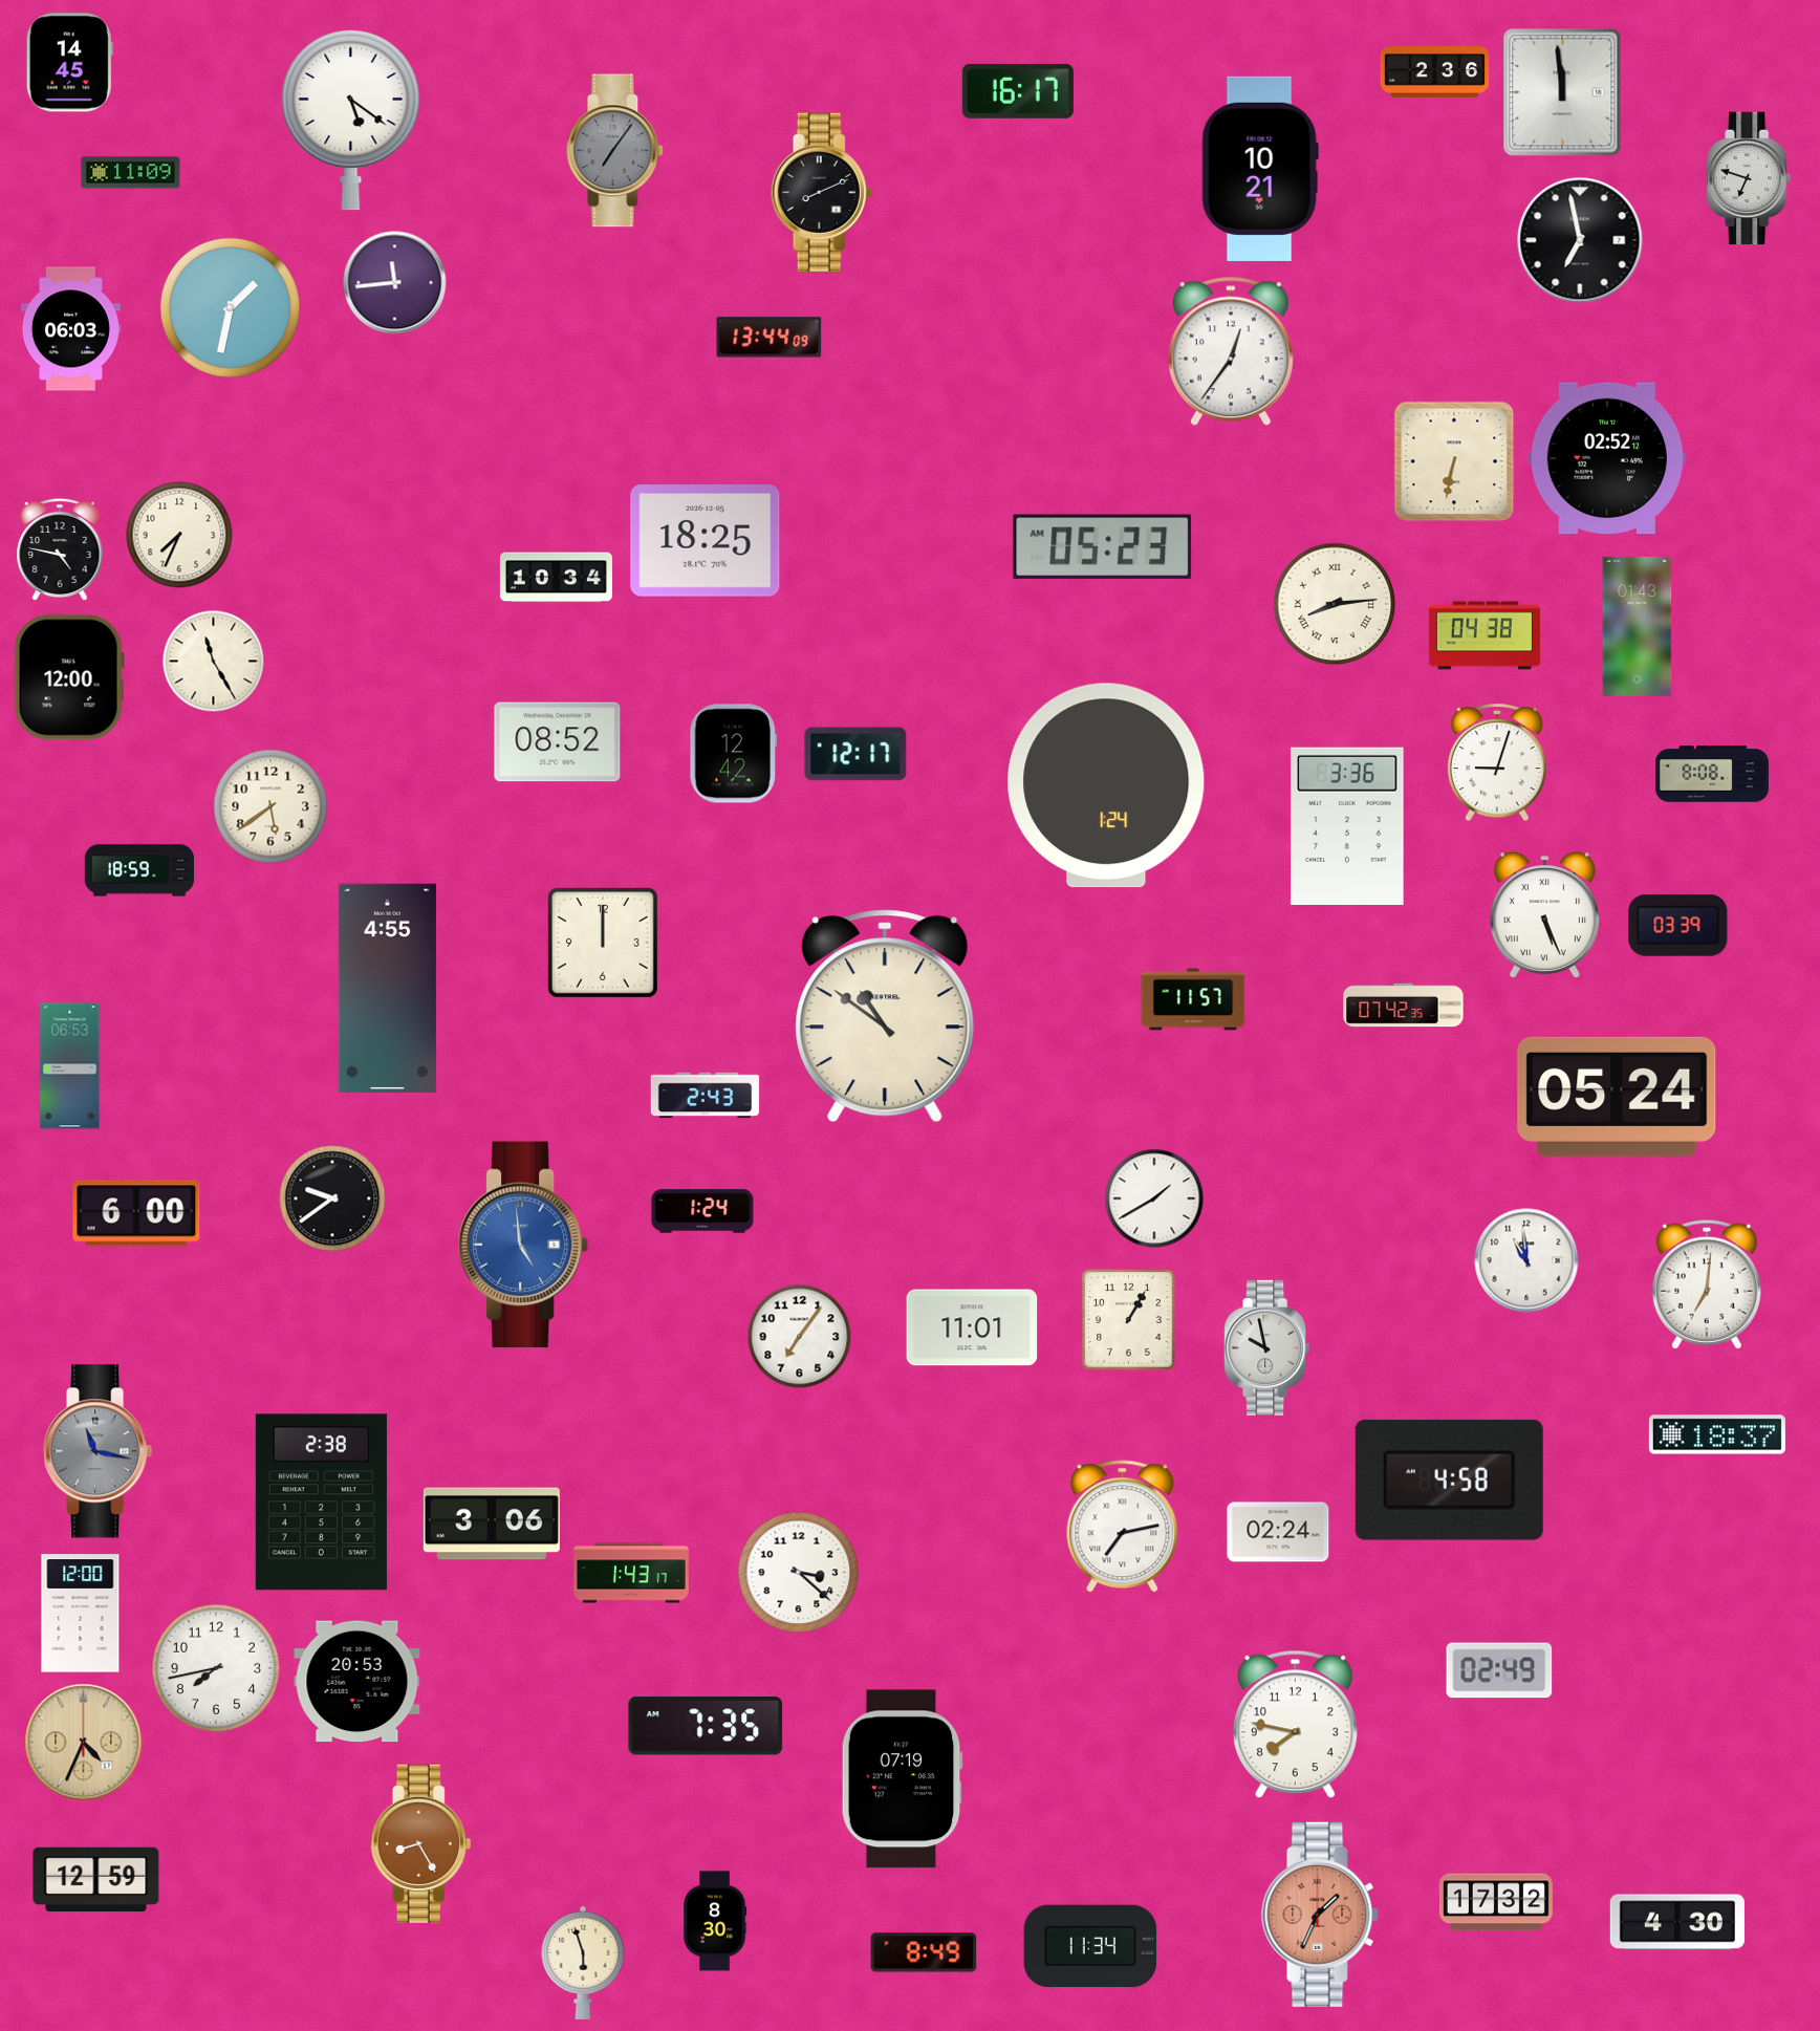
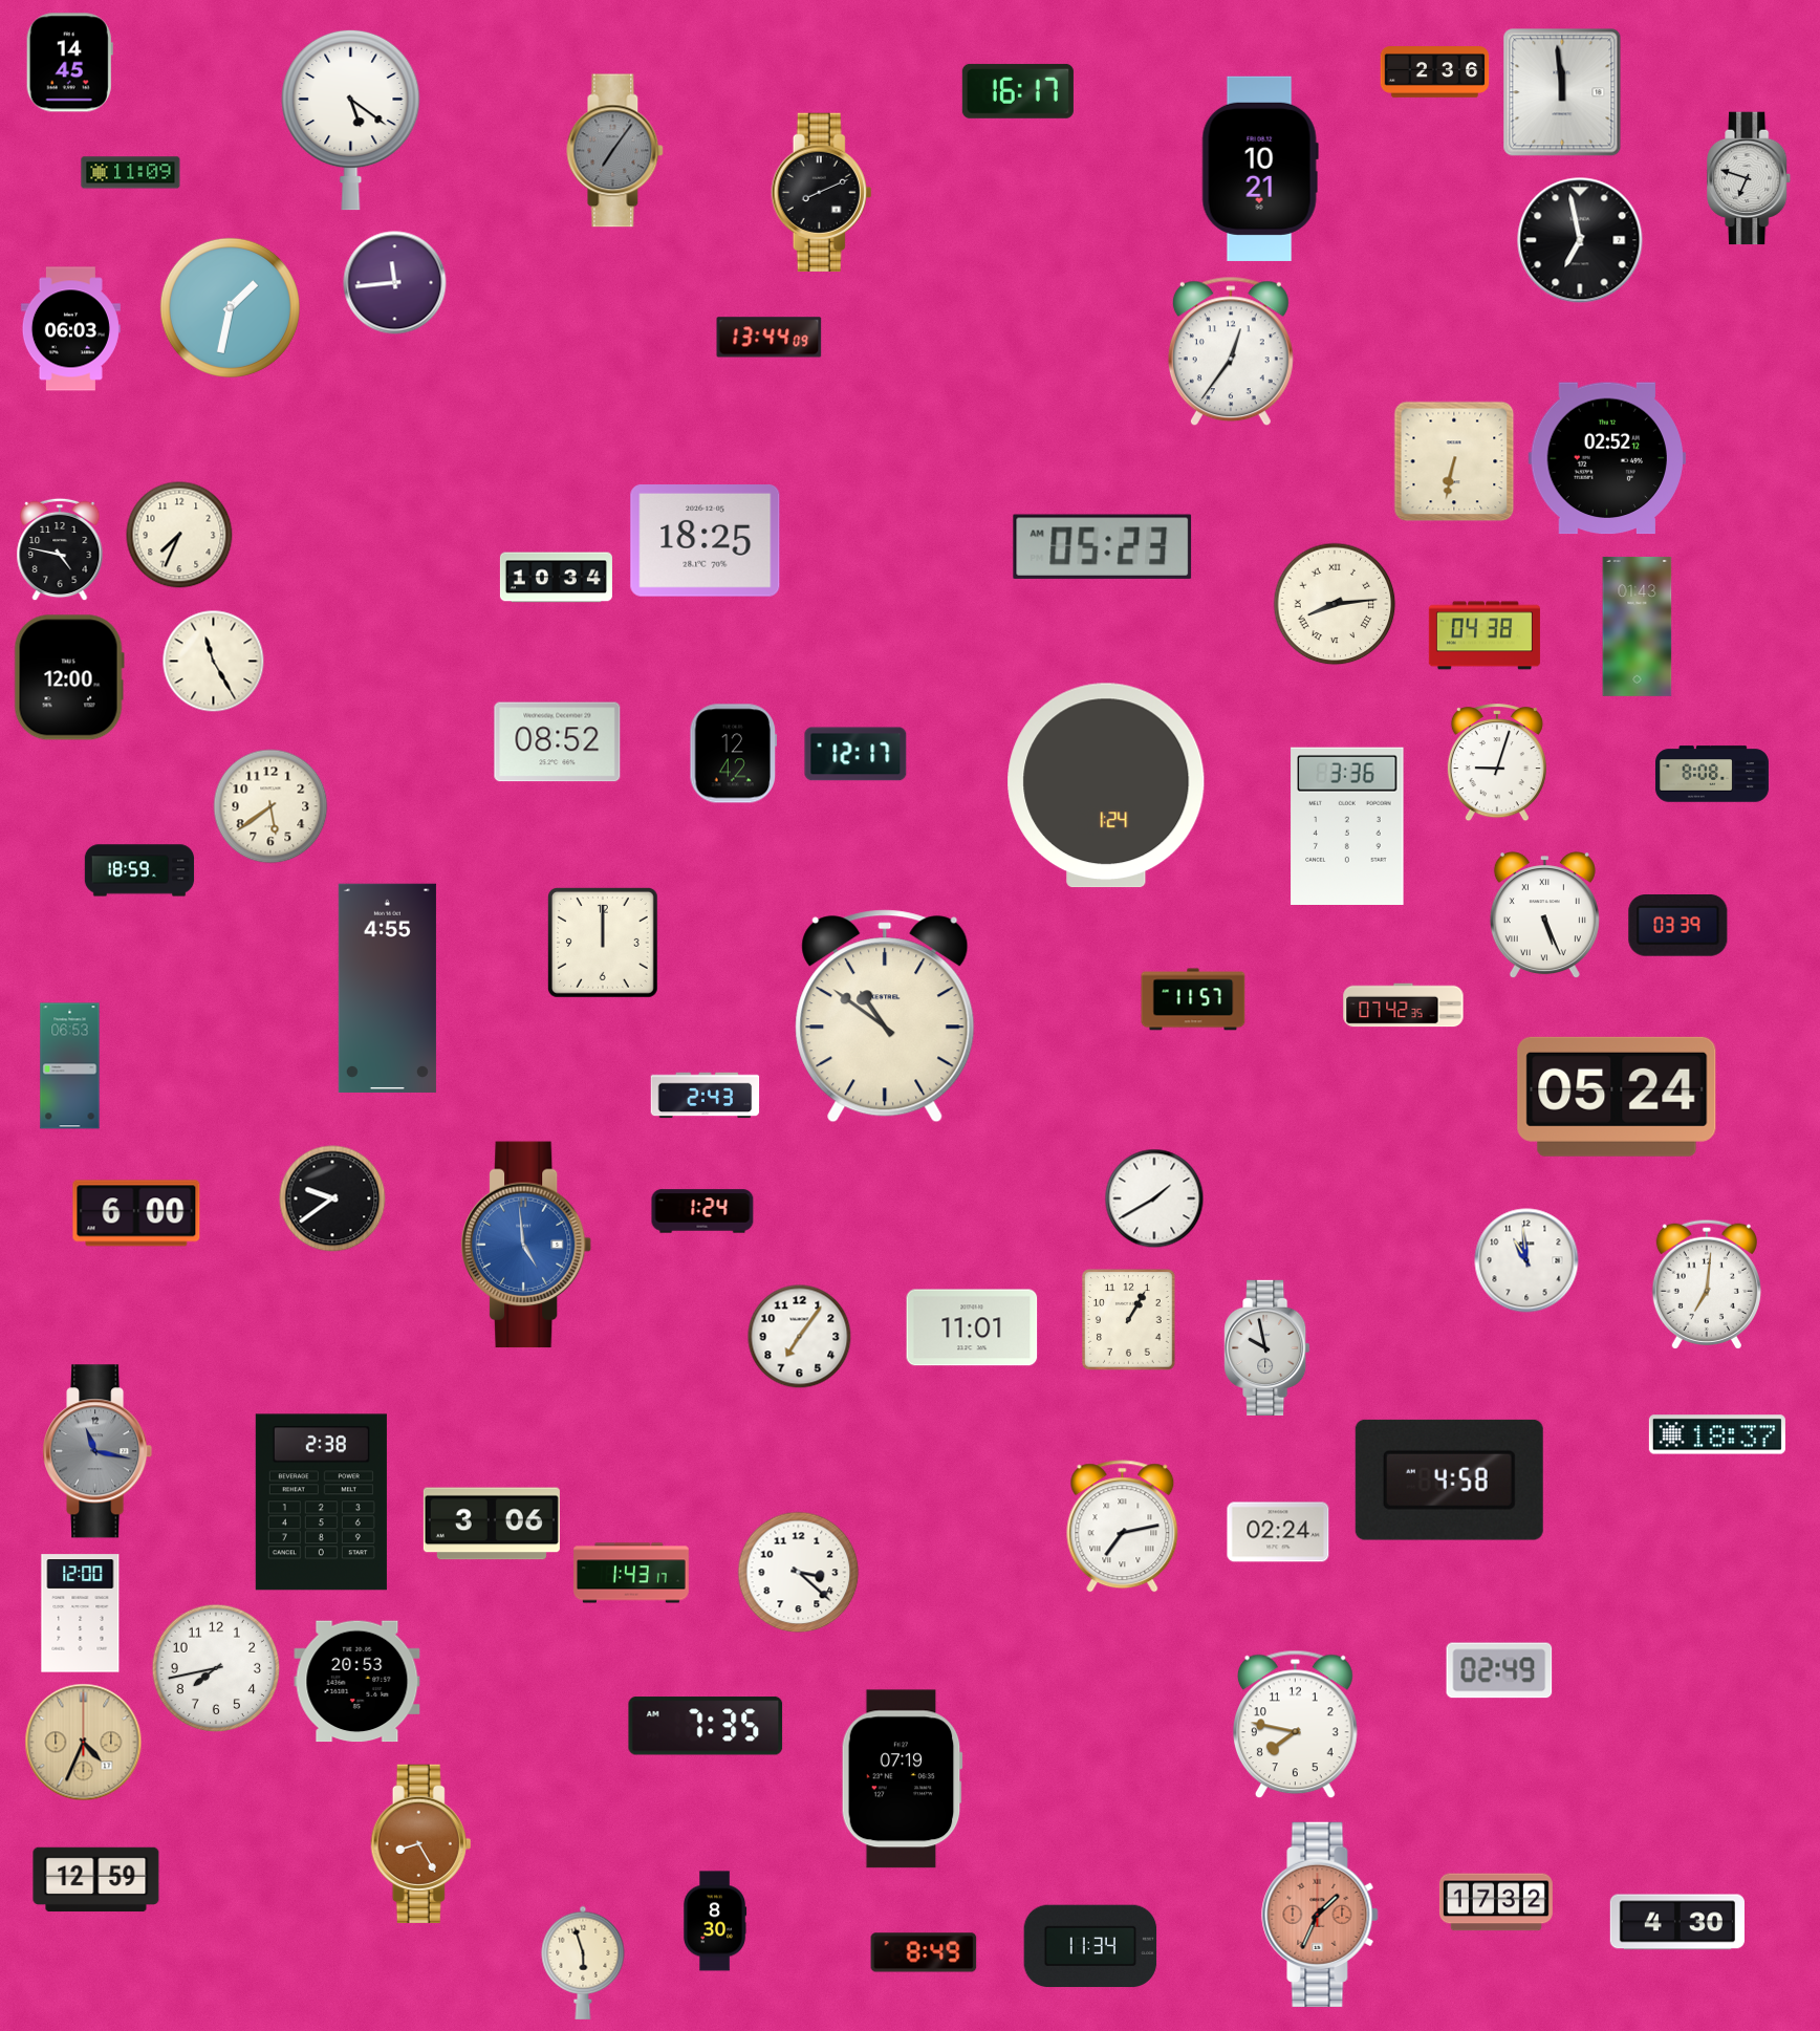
clock at (523, 1245) position: (523, 1245) -> (526, 1245)
